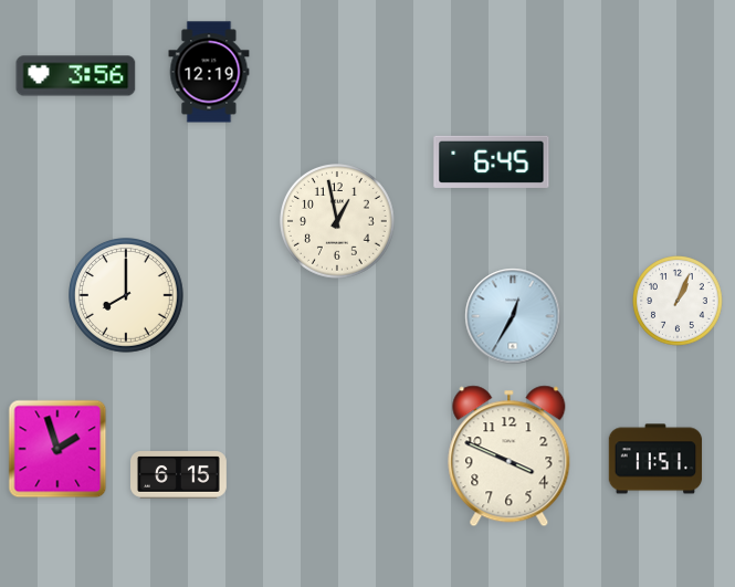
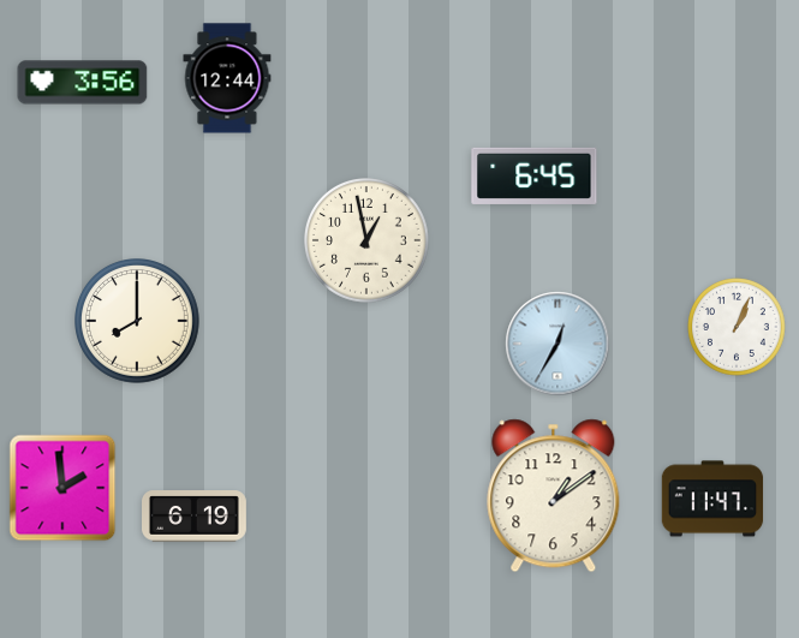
clock at (209, 72): 12:19 -> 12:44
clock at (57, 449): 1:57 -> 1:59
clock at (510, 457): 3:49 -> 1:09
clock at (655, 459): 11:51 -> 11:47
clock at (179, 475): 6:15 -> 6:19
